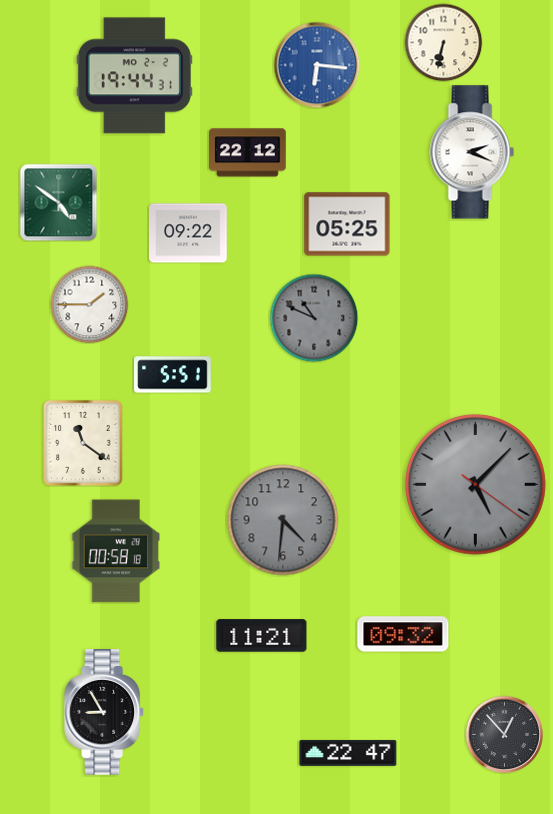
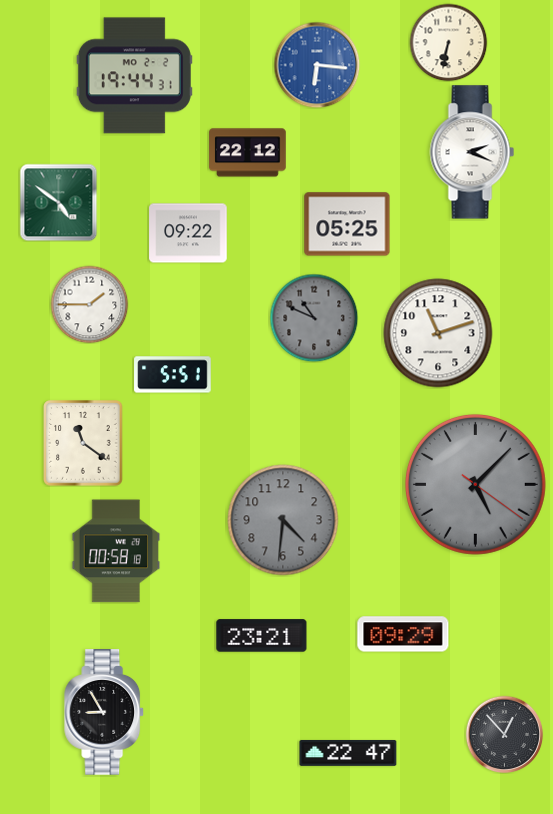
clock at (443, 42) position: (443, 42) -> (448, 42)
clock at (438, 333): none -> 11:12
clock at (403, 634): 09:32 -> 09:29
clock at (262, 636): 11:21 -> 23:21
